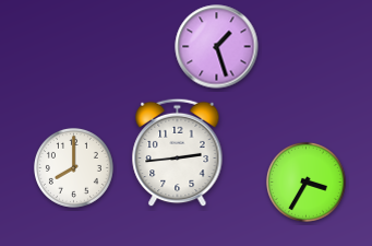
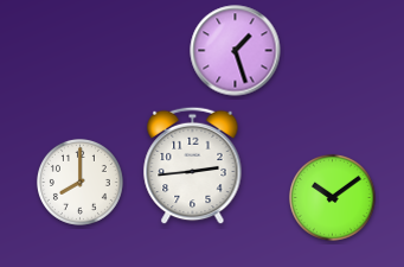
clock at (305, 181): 3:35 -> 10:09
